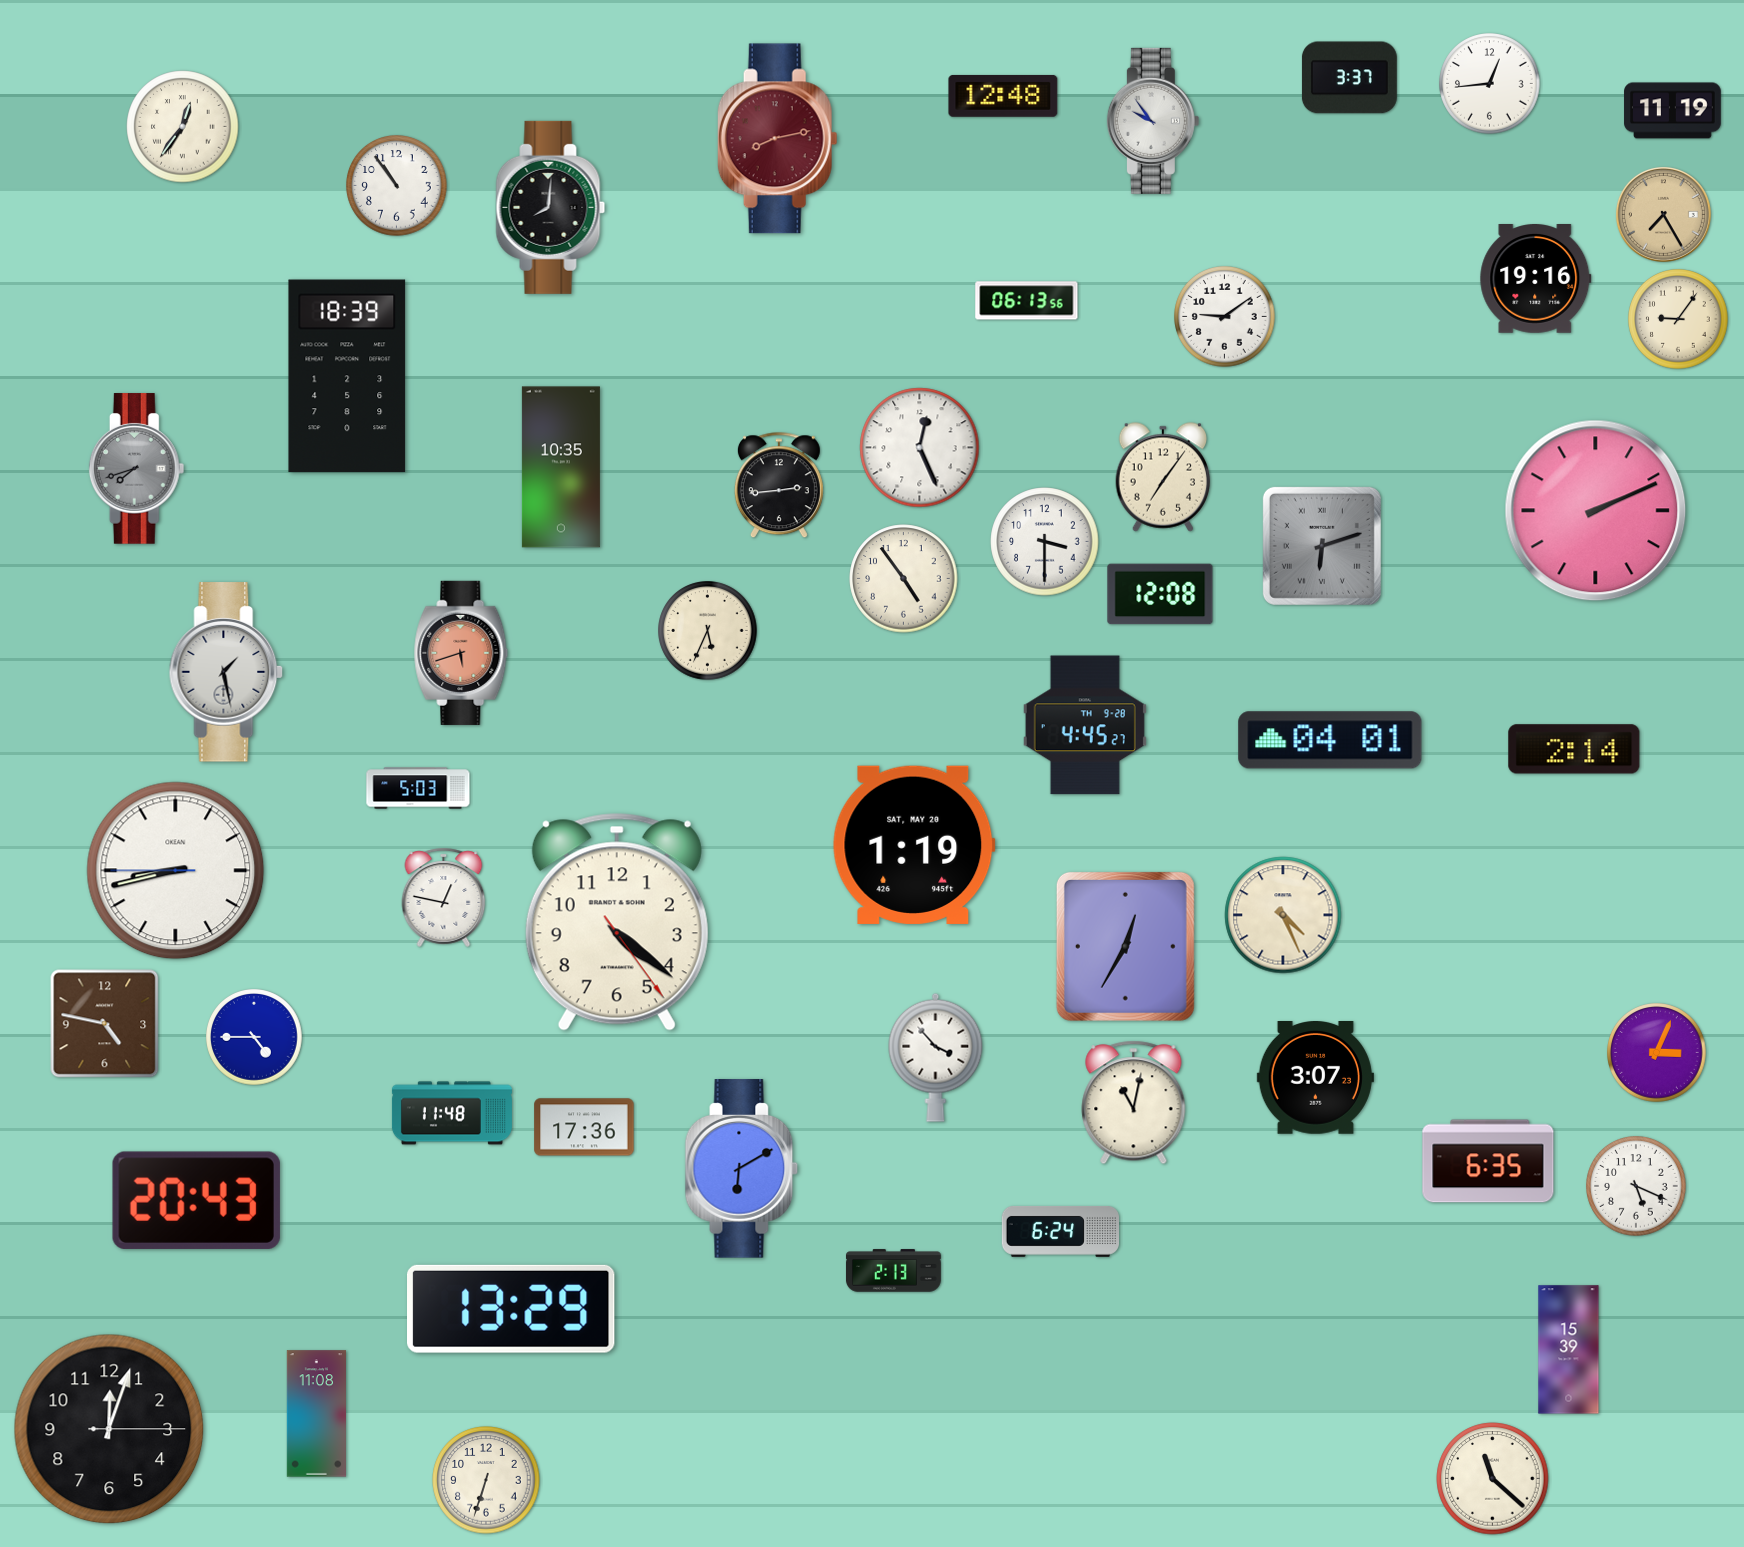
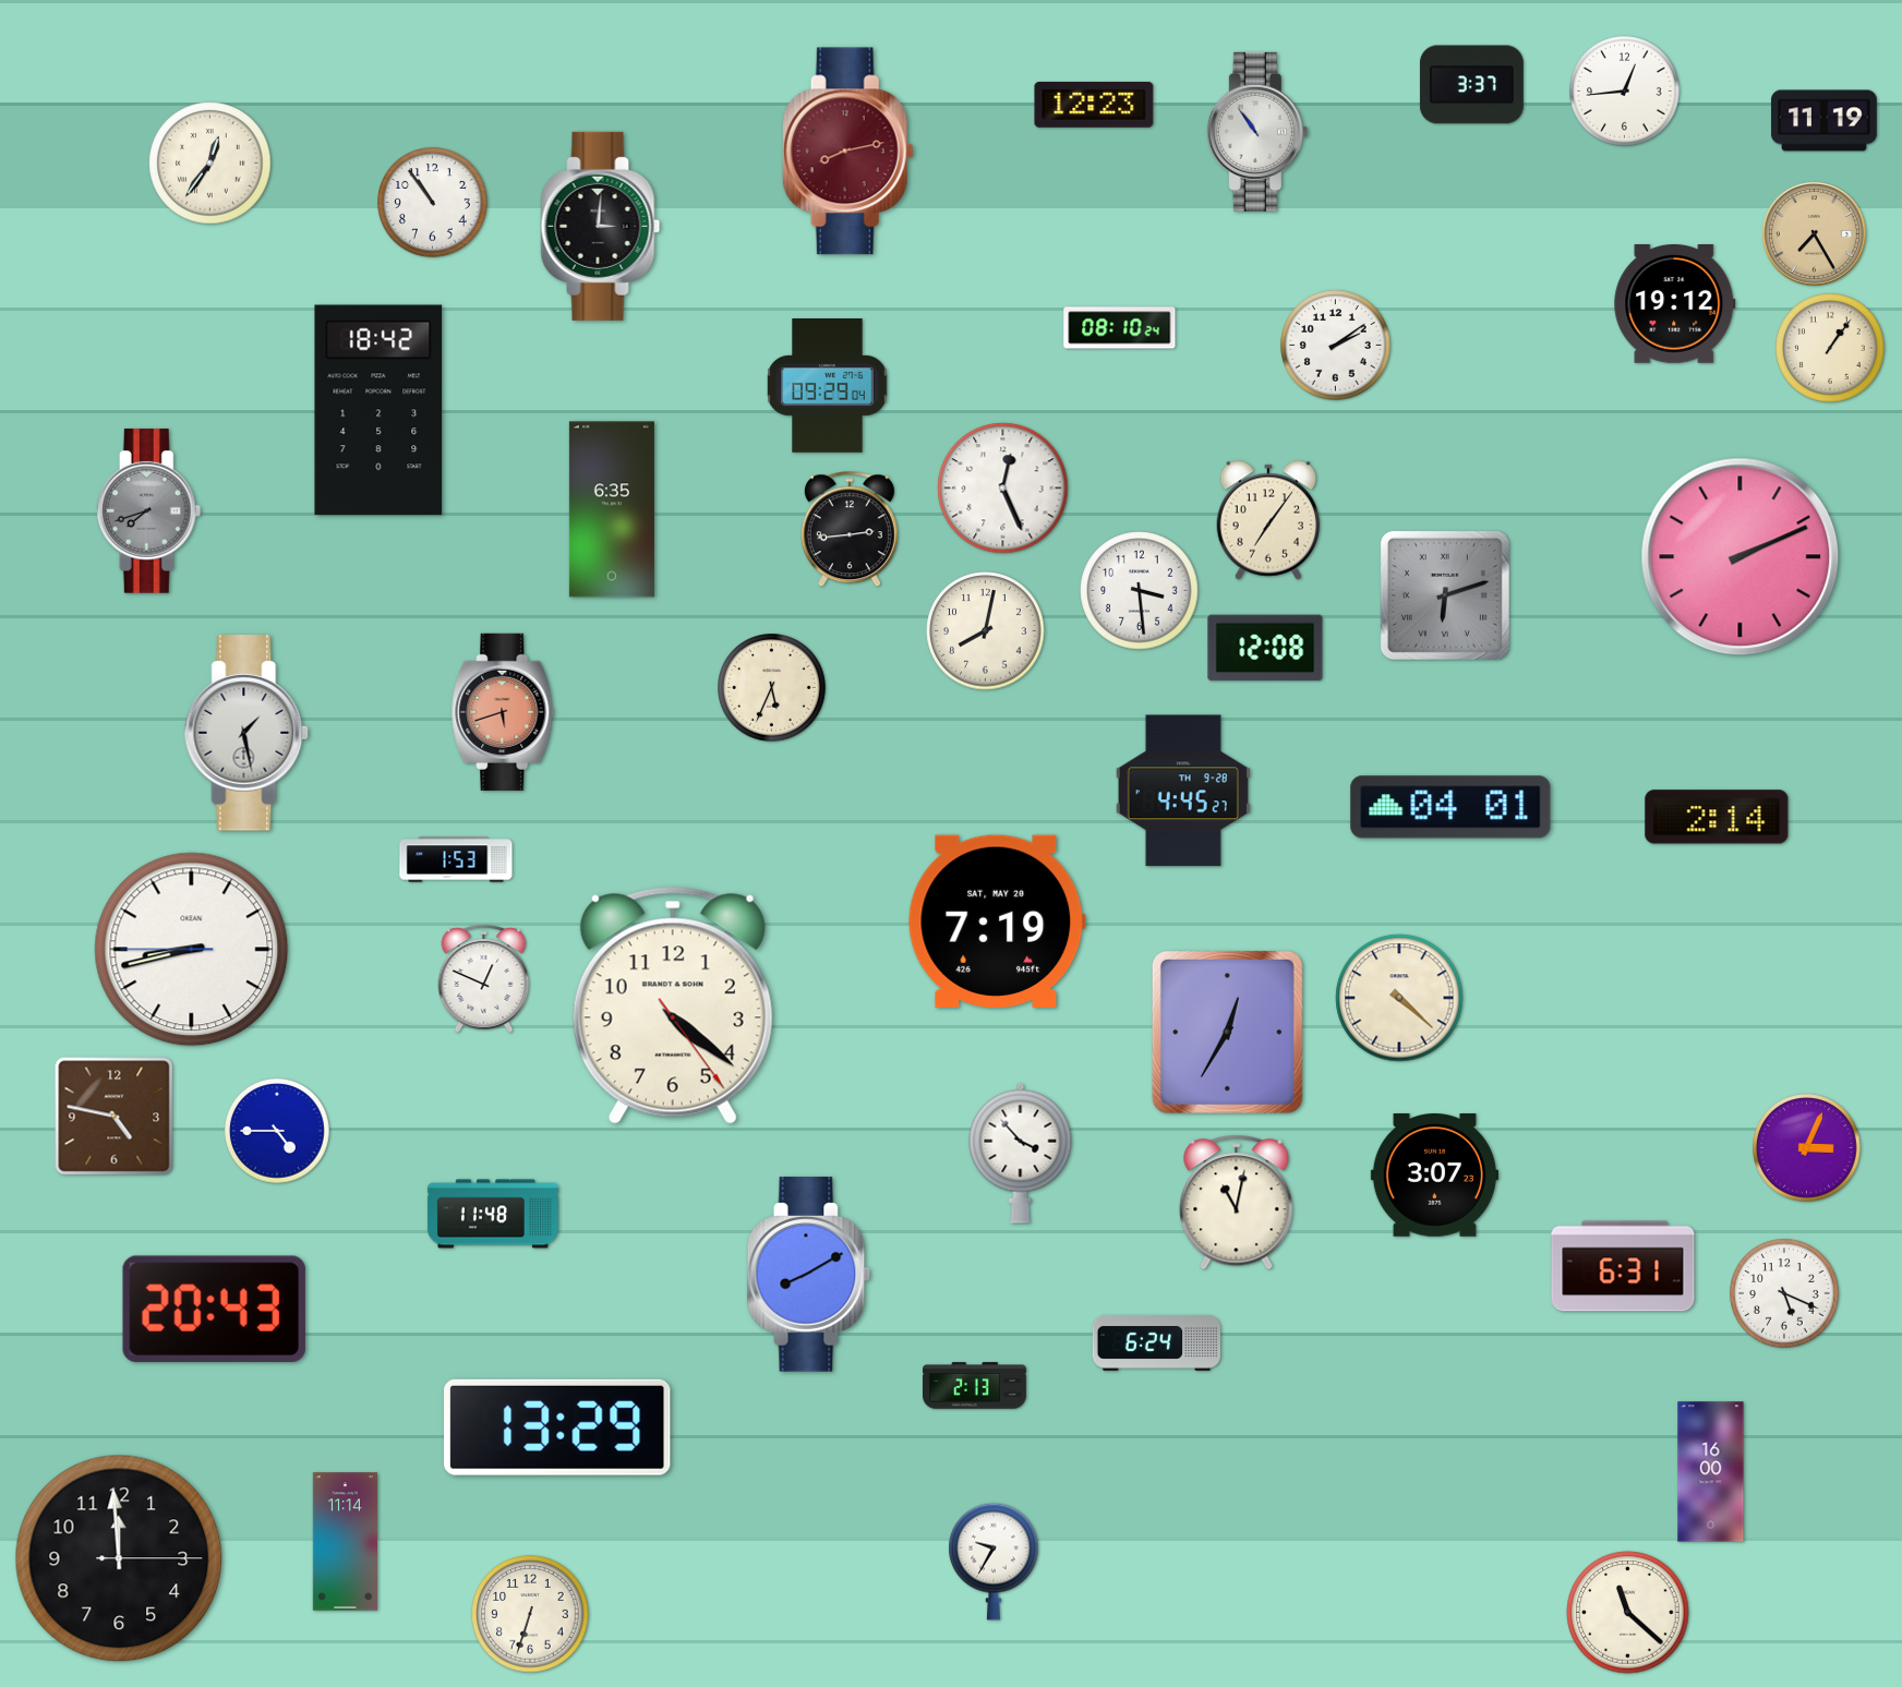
clock at (1003, 96): 12:48 -> 12:23
clock at (1153, 121): 9:54 -> 10:54
clock at (183, 127) position: (183, 127) -> (210, 164)
clock at (551, 207): 8:01 -> 3:01
clock at (1536, 279): 19:16 -> 19:12
clock at (1027, 301): 06:13 -> 08:10
clock at (1225, 317): 9:09 -> 2:09
clock at (1678, 319): 9:06 -> 1:06
clock at (828, 386): none -> 09:29
clock at (347, 376): 18:39 -> 18:42
clock at (561, 467): 10:35 -> 6:35
clock at (1045, 542): 3:30 -> 3:29
clock at (1322, 546) position: (1322, 546) -> (1445, 595)
clock at (904, 579): 4:54 -> 8:02
clock at (418, 788): 5:03 -> 1:53
clock at (914, 845): 1:19 -> 7:19
clock at (444, 897): 12:47 -> 12:49
clock at (1283, 915): 4:26 -> 4:22
clock at (584, 1127): 17:36 -> none
clock at (1488, 1161): 6:35 -> 6:31
clock at (742, 1169): 6:10 -> 8:10
clock at (1569, 1350): 15:39 -> 16:00
clock at (316, 1414): 11:08 -> 11:14
clock at (109, 1429): 12:03 -> 11:59
clock at (994, 1562): none -> 9:35
